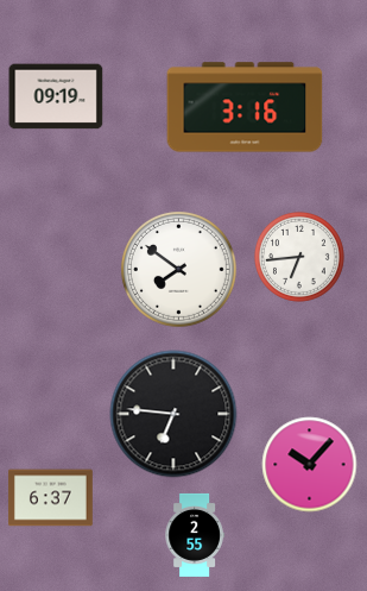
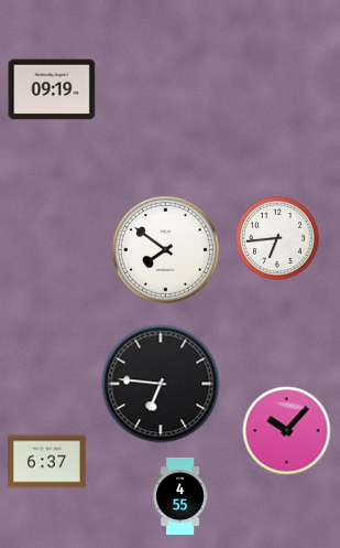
clock at (245, 107): 3:16 -> none
clock at (195, 535): 2:55 -> 4:55
